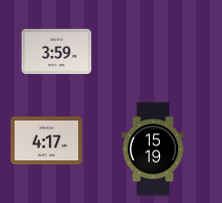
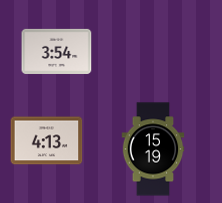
clock at (57, 51): 3:59 -> 3:54
clock at (47, 141): 4:17 -> 4:13
